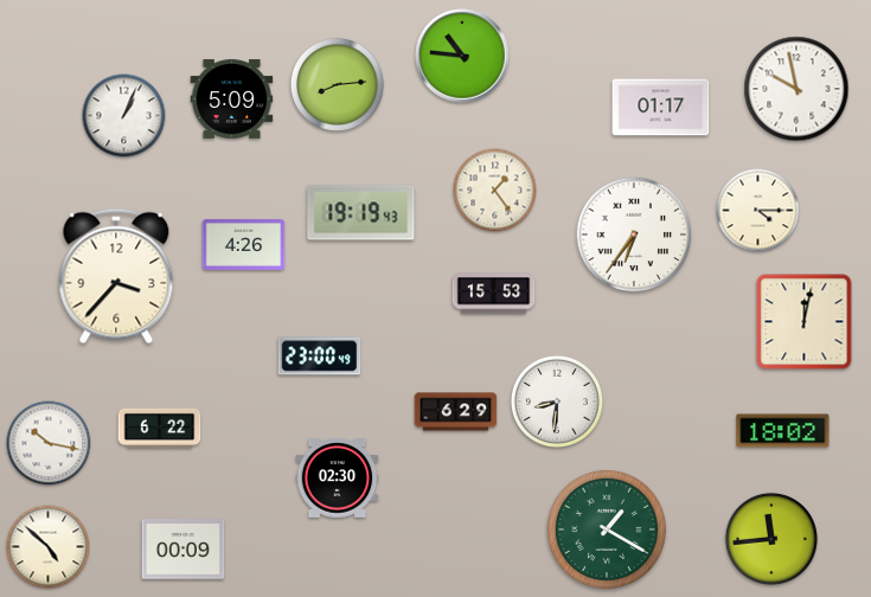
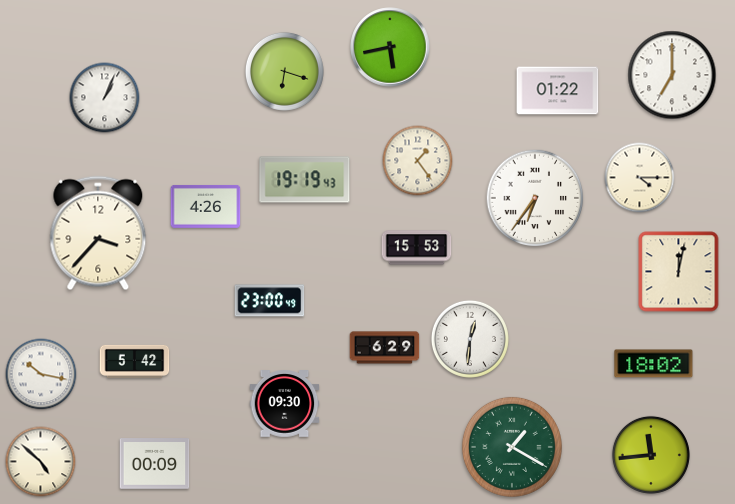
clock at (462, 56): 10:46 -> 5:43
clock at (337, 84): 8:14 -> 6:18
clock at (796, 89): 9:58 -> 7:00
clock at (232, 99): 5:09 -> none
clock at (661, 108): 01:17 -> 01:22
clock at (557, 402): 8:31 -> 12:31
clock at (160, 428): 6:22 -> 5:42
clock at (783, 431) position: (783, 431) -> (654, 364)
clock at (338, 479): 02:30 -> 09:30
